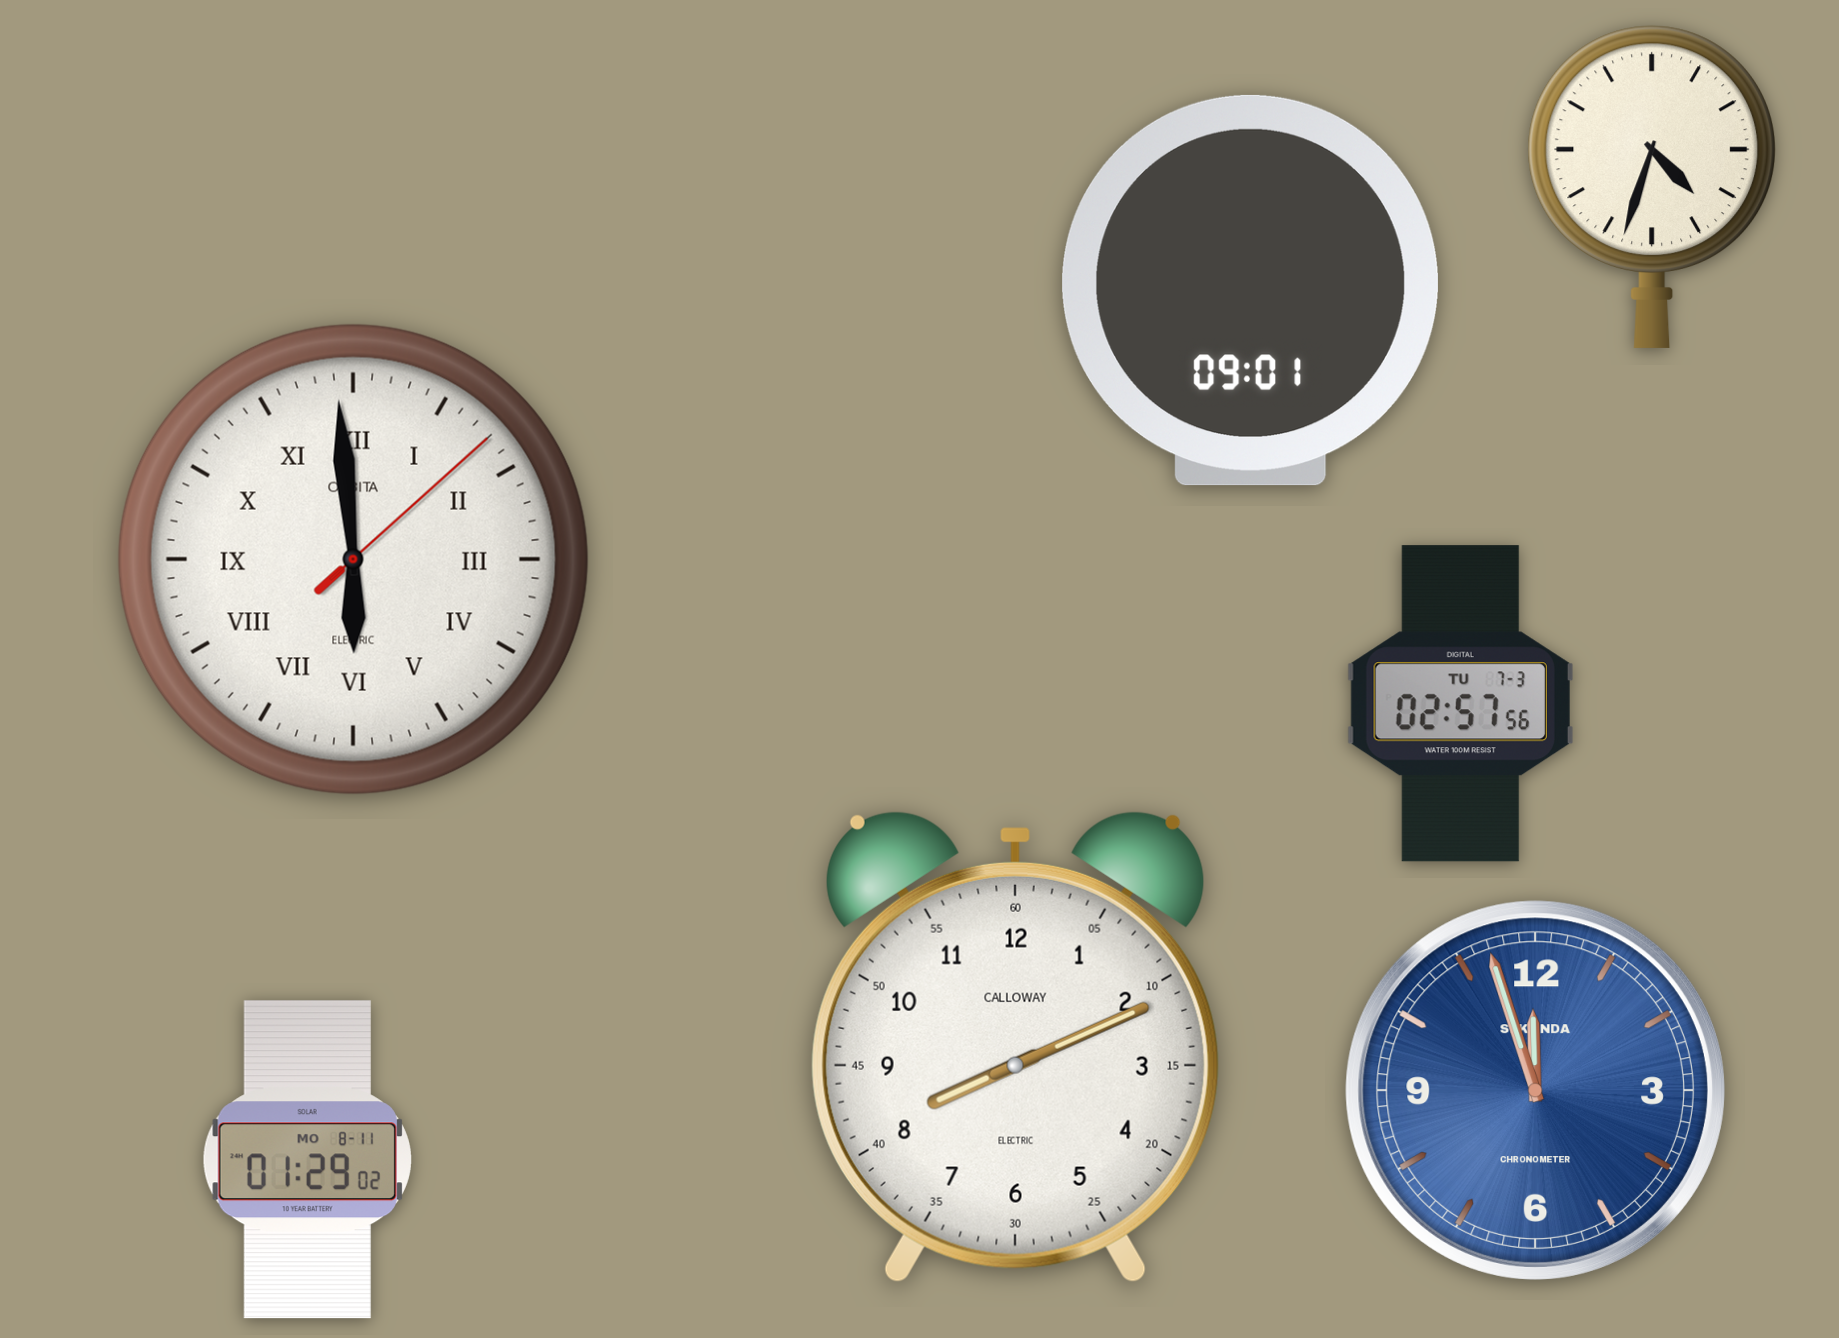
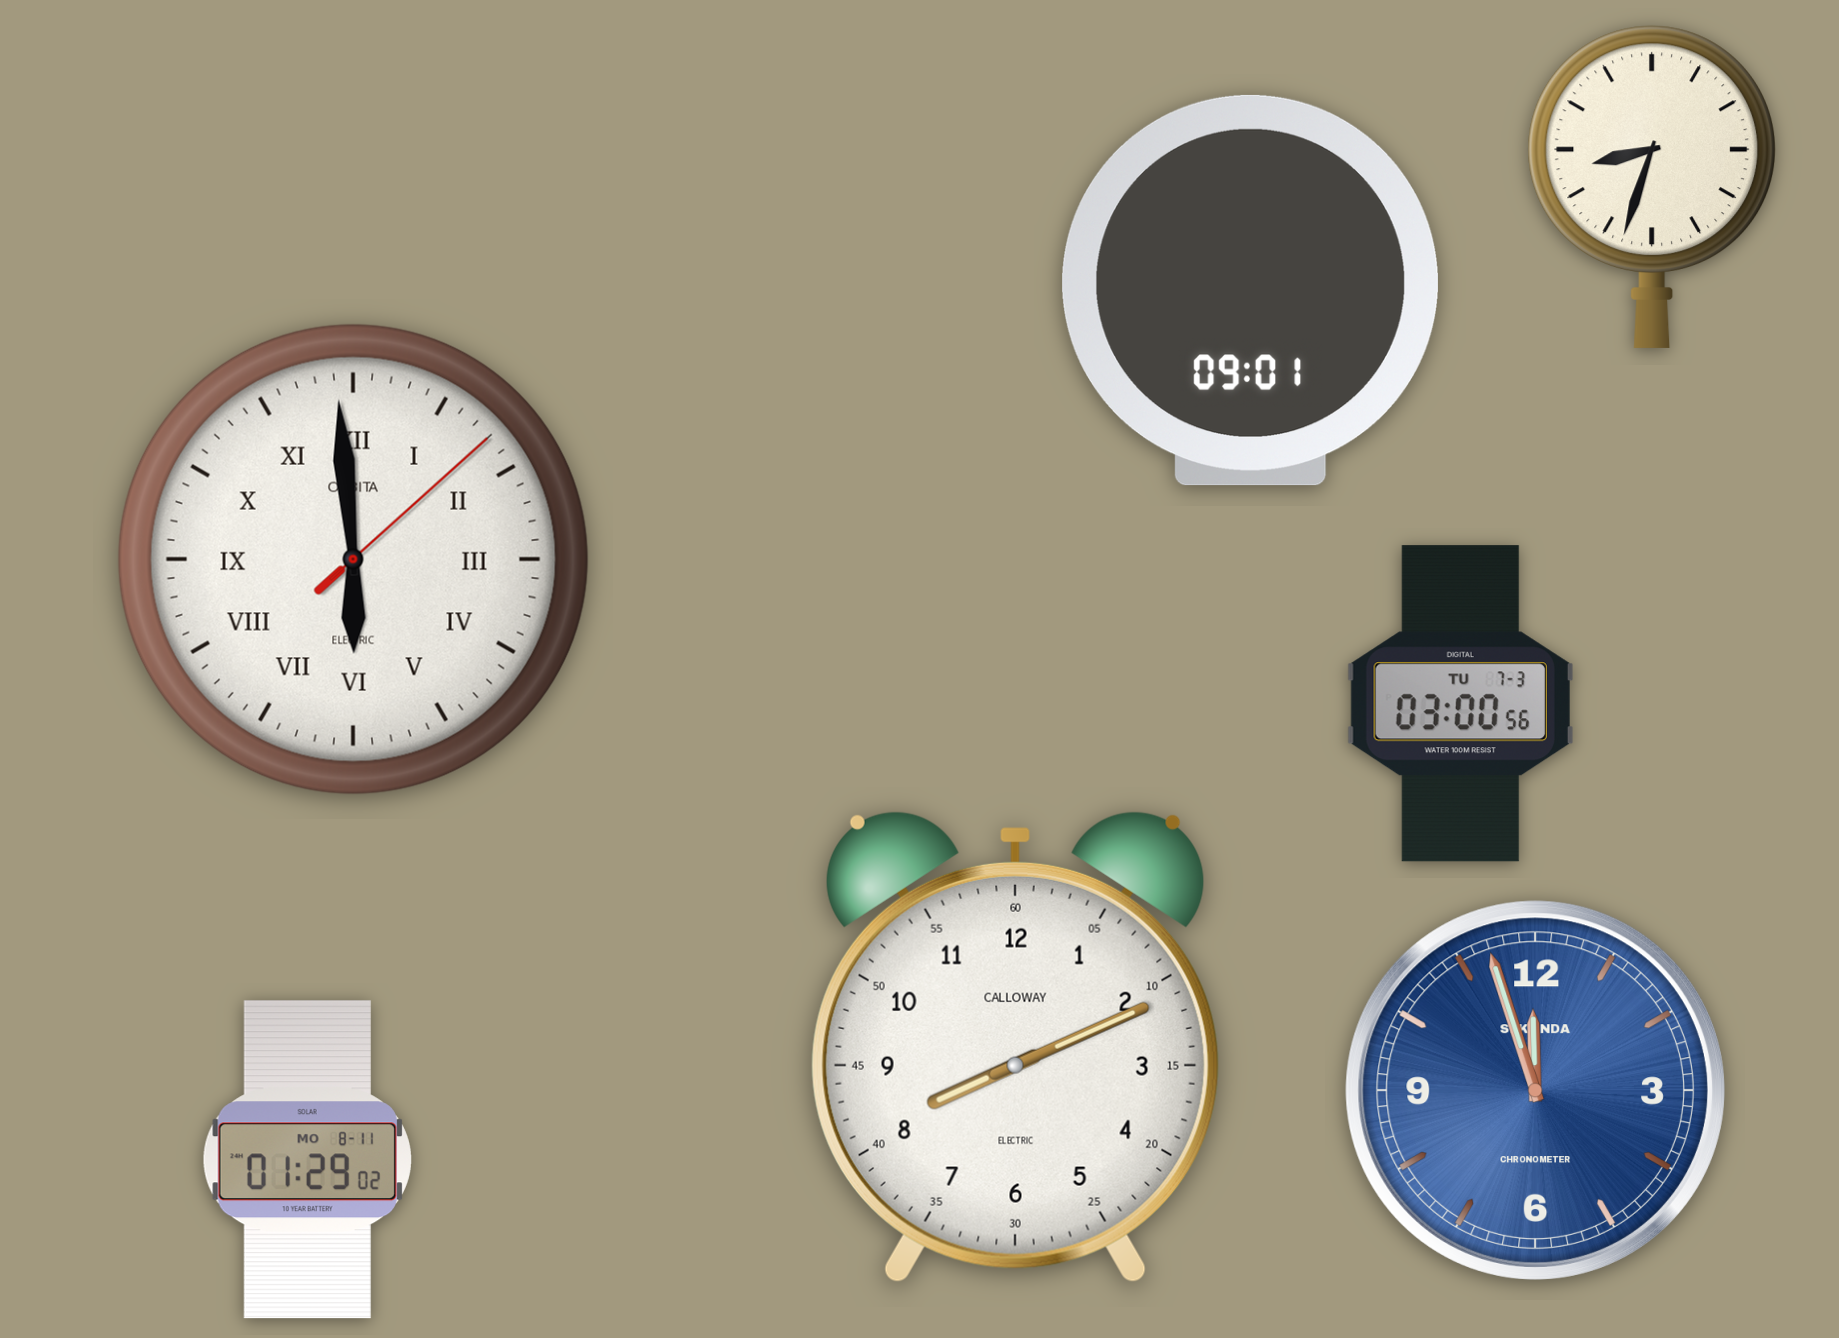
clock at (1651, 187): 4:33 -> 8:33
clock at (1460, 704): 02:57 -> 03:00
